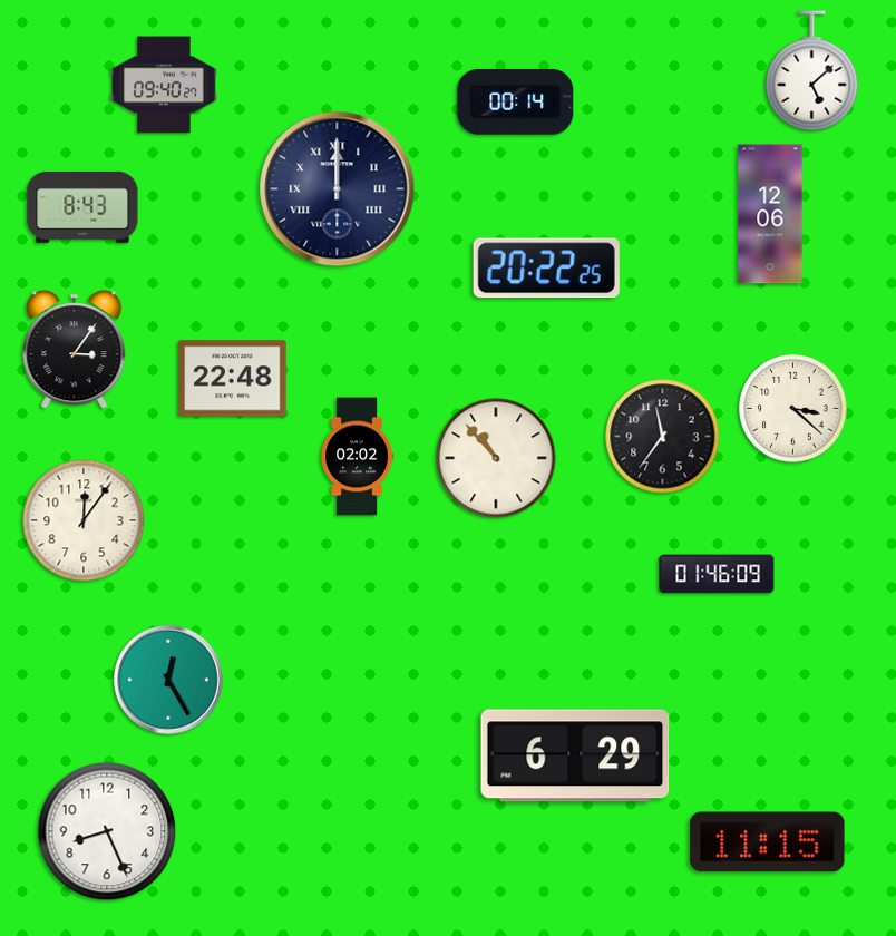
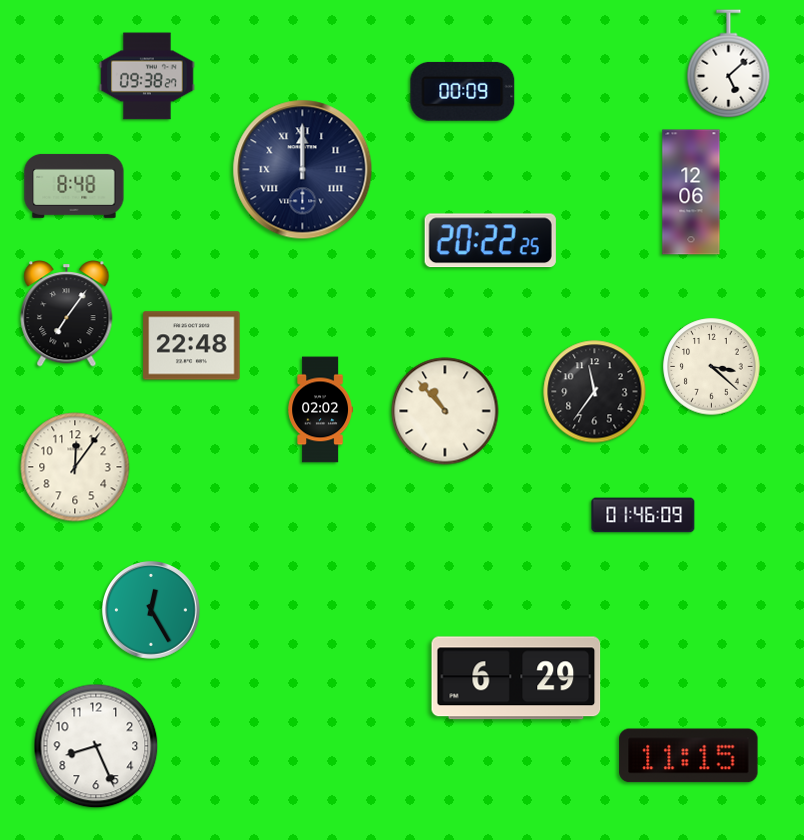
clock at (164, 85): 09:40 -> 09:38
clock at (516, 101): 00:14 -> 00:09
clock at (82, 207): 8:43 -> 8:48
clock at (75, 350): 3:06 -> 7:06
clock at (233, 379) position: (233, 379) -> (192, 346)
